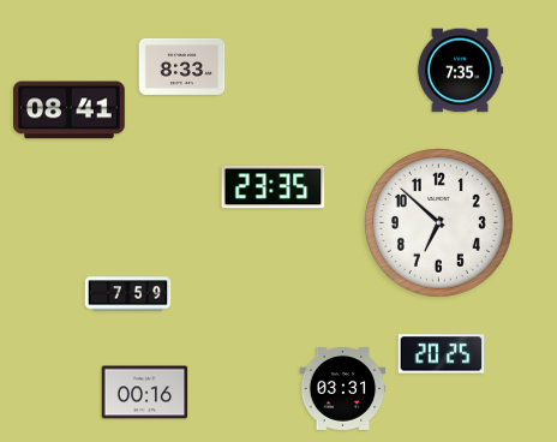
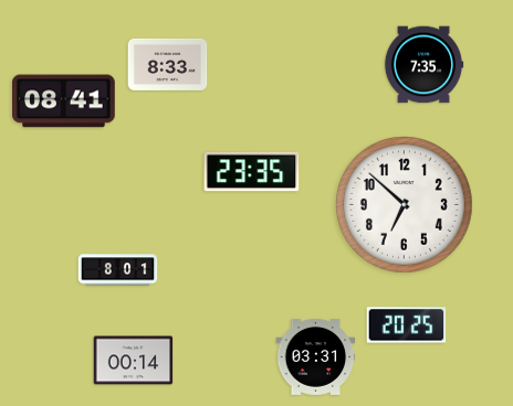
clock at (182, 66) position: (182, 66) -> (168, 64)
clock at (128, 294): 7:59 -> 8:01
clock at (145, 393): 00:16 -> 00:14
